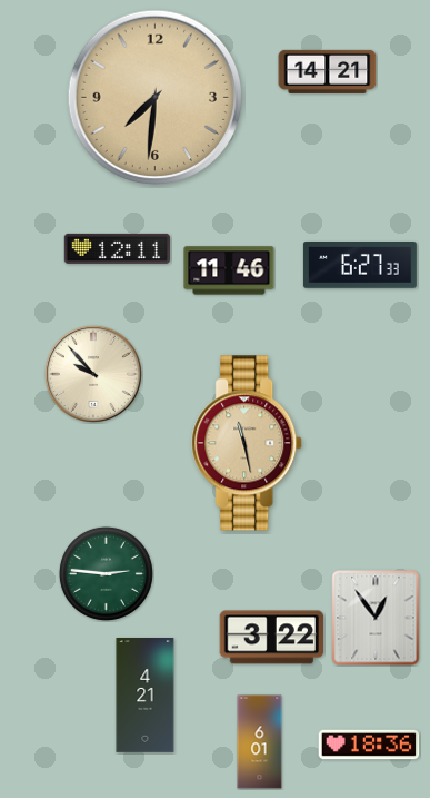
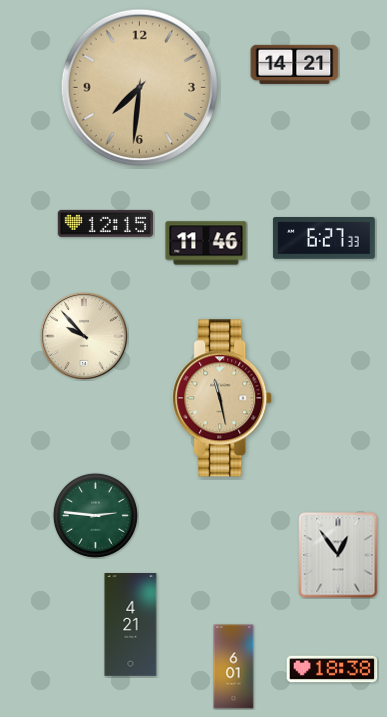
clock at (117, 248): 12:11 -> 12:15
clock at (272, 638): 3:22 -> none
clock at (369, 745): 18:36 -> 18:38
